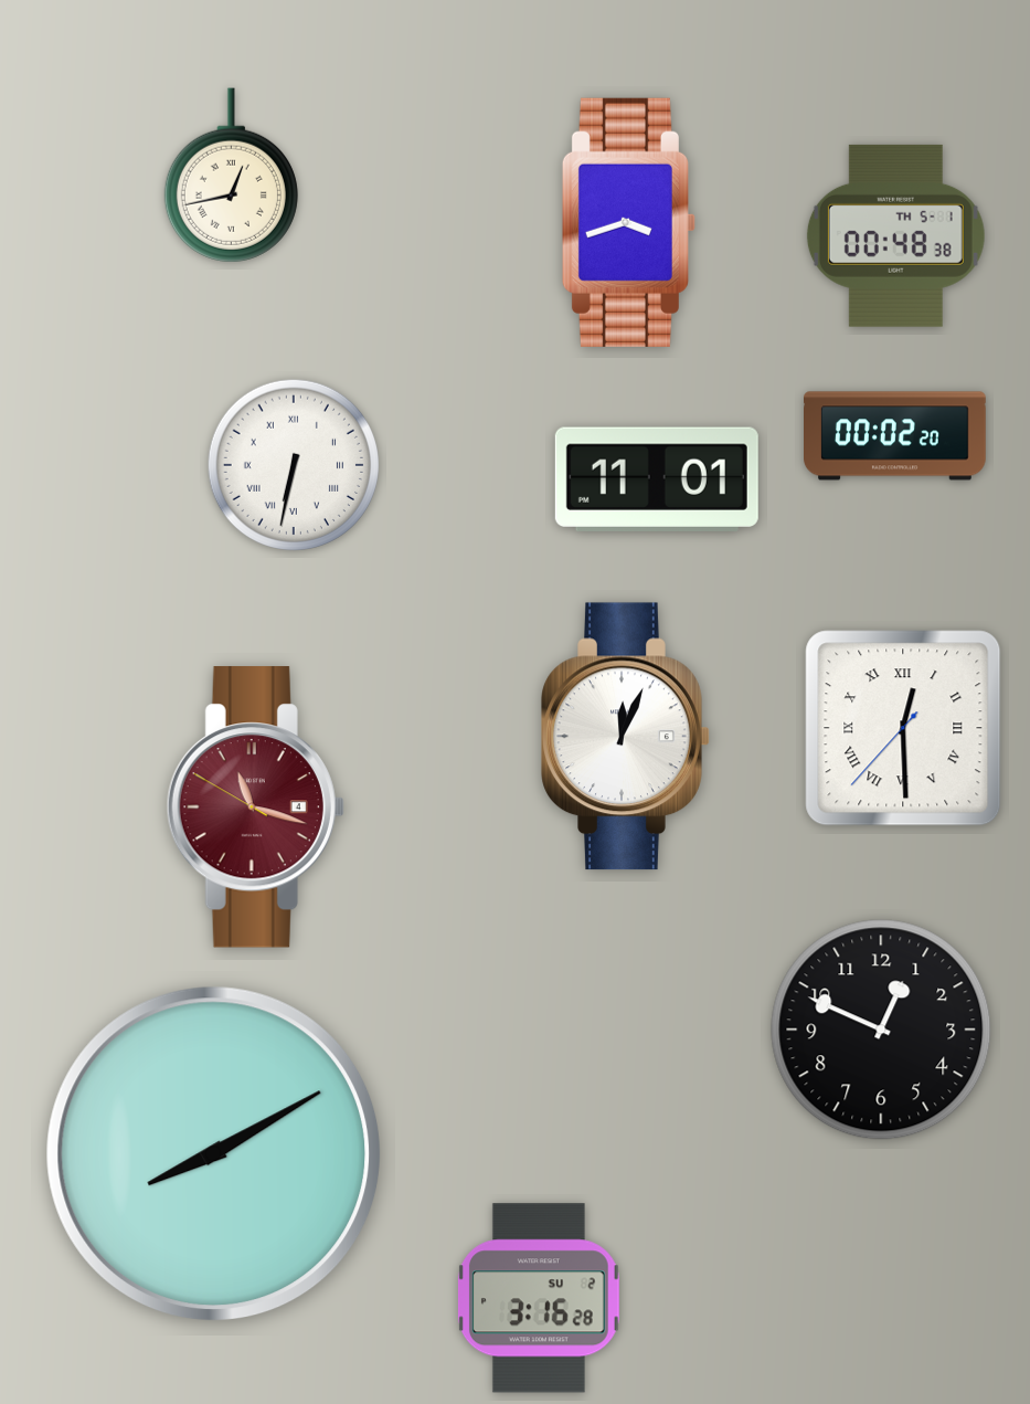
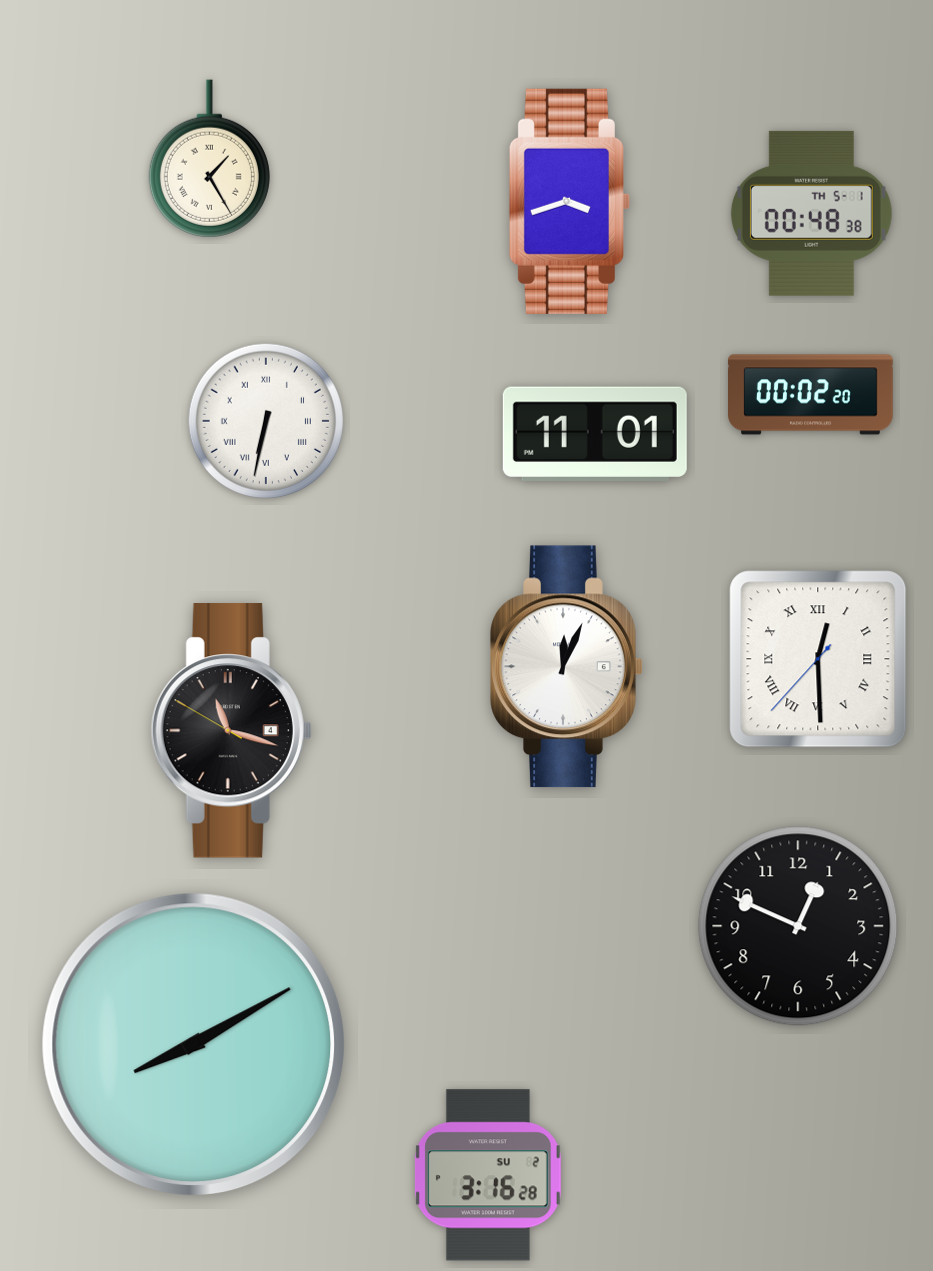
clock at (231, 176): 12:43 -> 1:25
clock at (255, 807) dial: burgundy -> black
clock at (881, 1030) position: (881, 1030) -> (798, 926)
